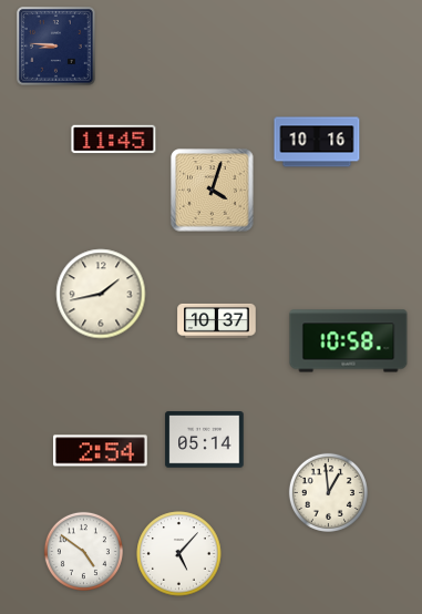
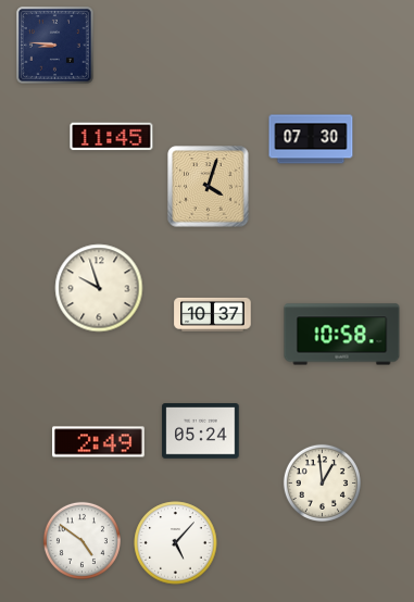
clock at (317, 142): 10:16 -> 07:30
clock at (101, 294): 1:43 -> 9:57
clock at (205, 440): 05:14 -> 05:24
clock at (101, 451): 2:54 -> 2:49
